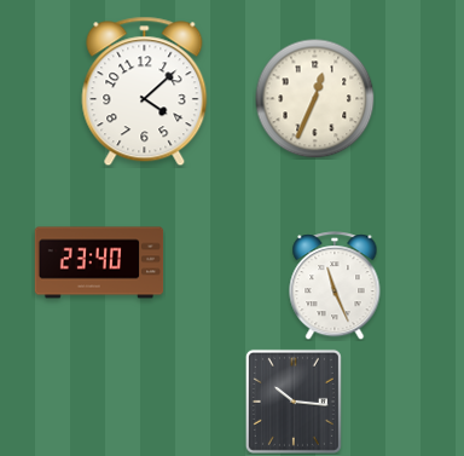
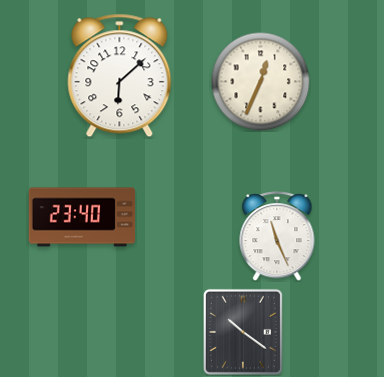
clock at (145, 92): 4:08 -> 6:08
clock at (294, 402): 10:16 -> 10:21
